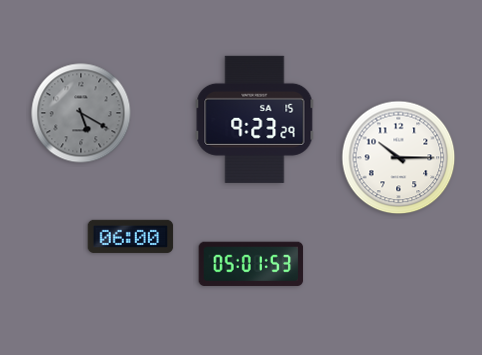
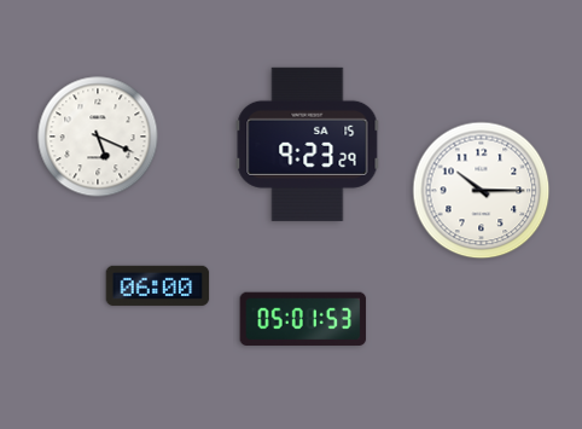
clock at (81, 113): 5:20 -> 5:19
clock at (81, 113) dial: grey -> white
